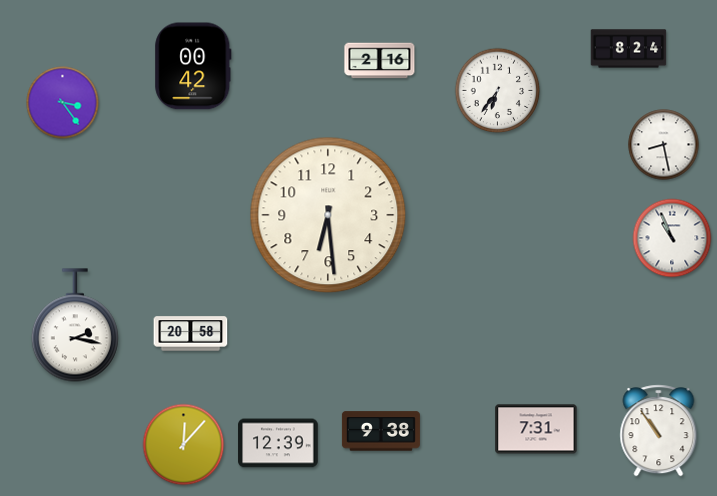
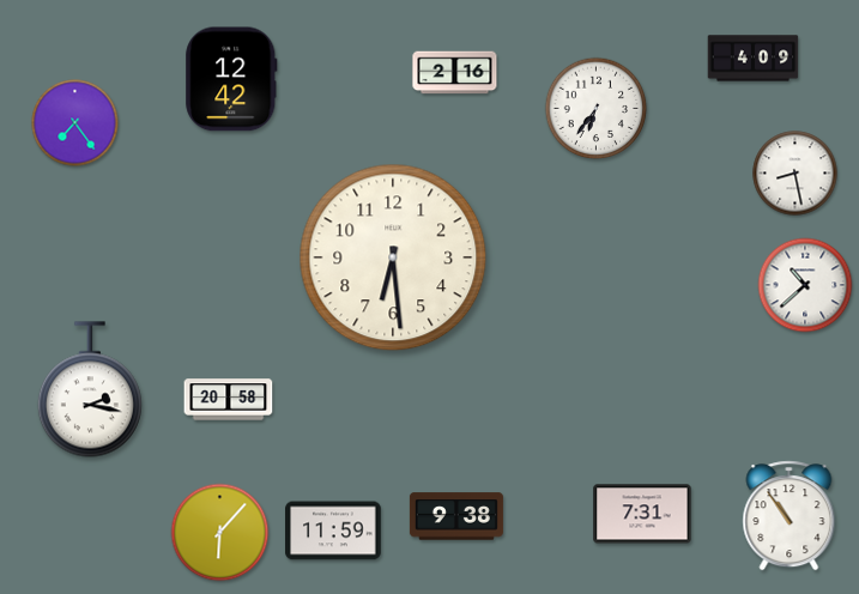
clock at (629, 49): 8:24 -> 4:09
clock at (193, 66): 00:42 -> 12:42
clock at (63, 103): 3:24 -> 7:24
clock at (672, 238): 10:56 -> 10:38
clock at (278, 443): 12:39 -> 11:59
clock at (184, 445): 12:07 -> 6:07
